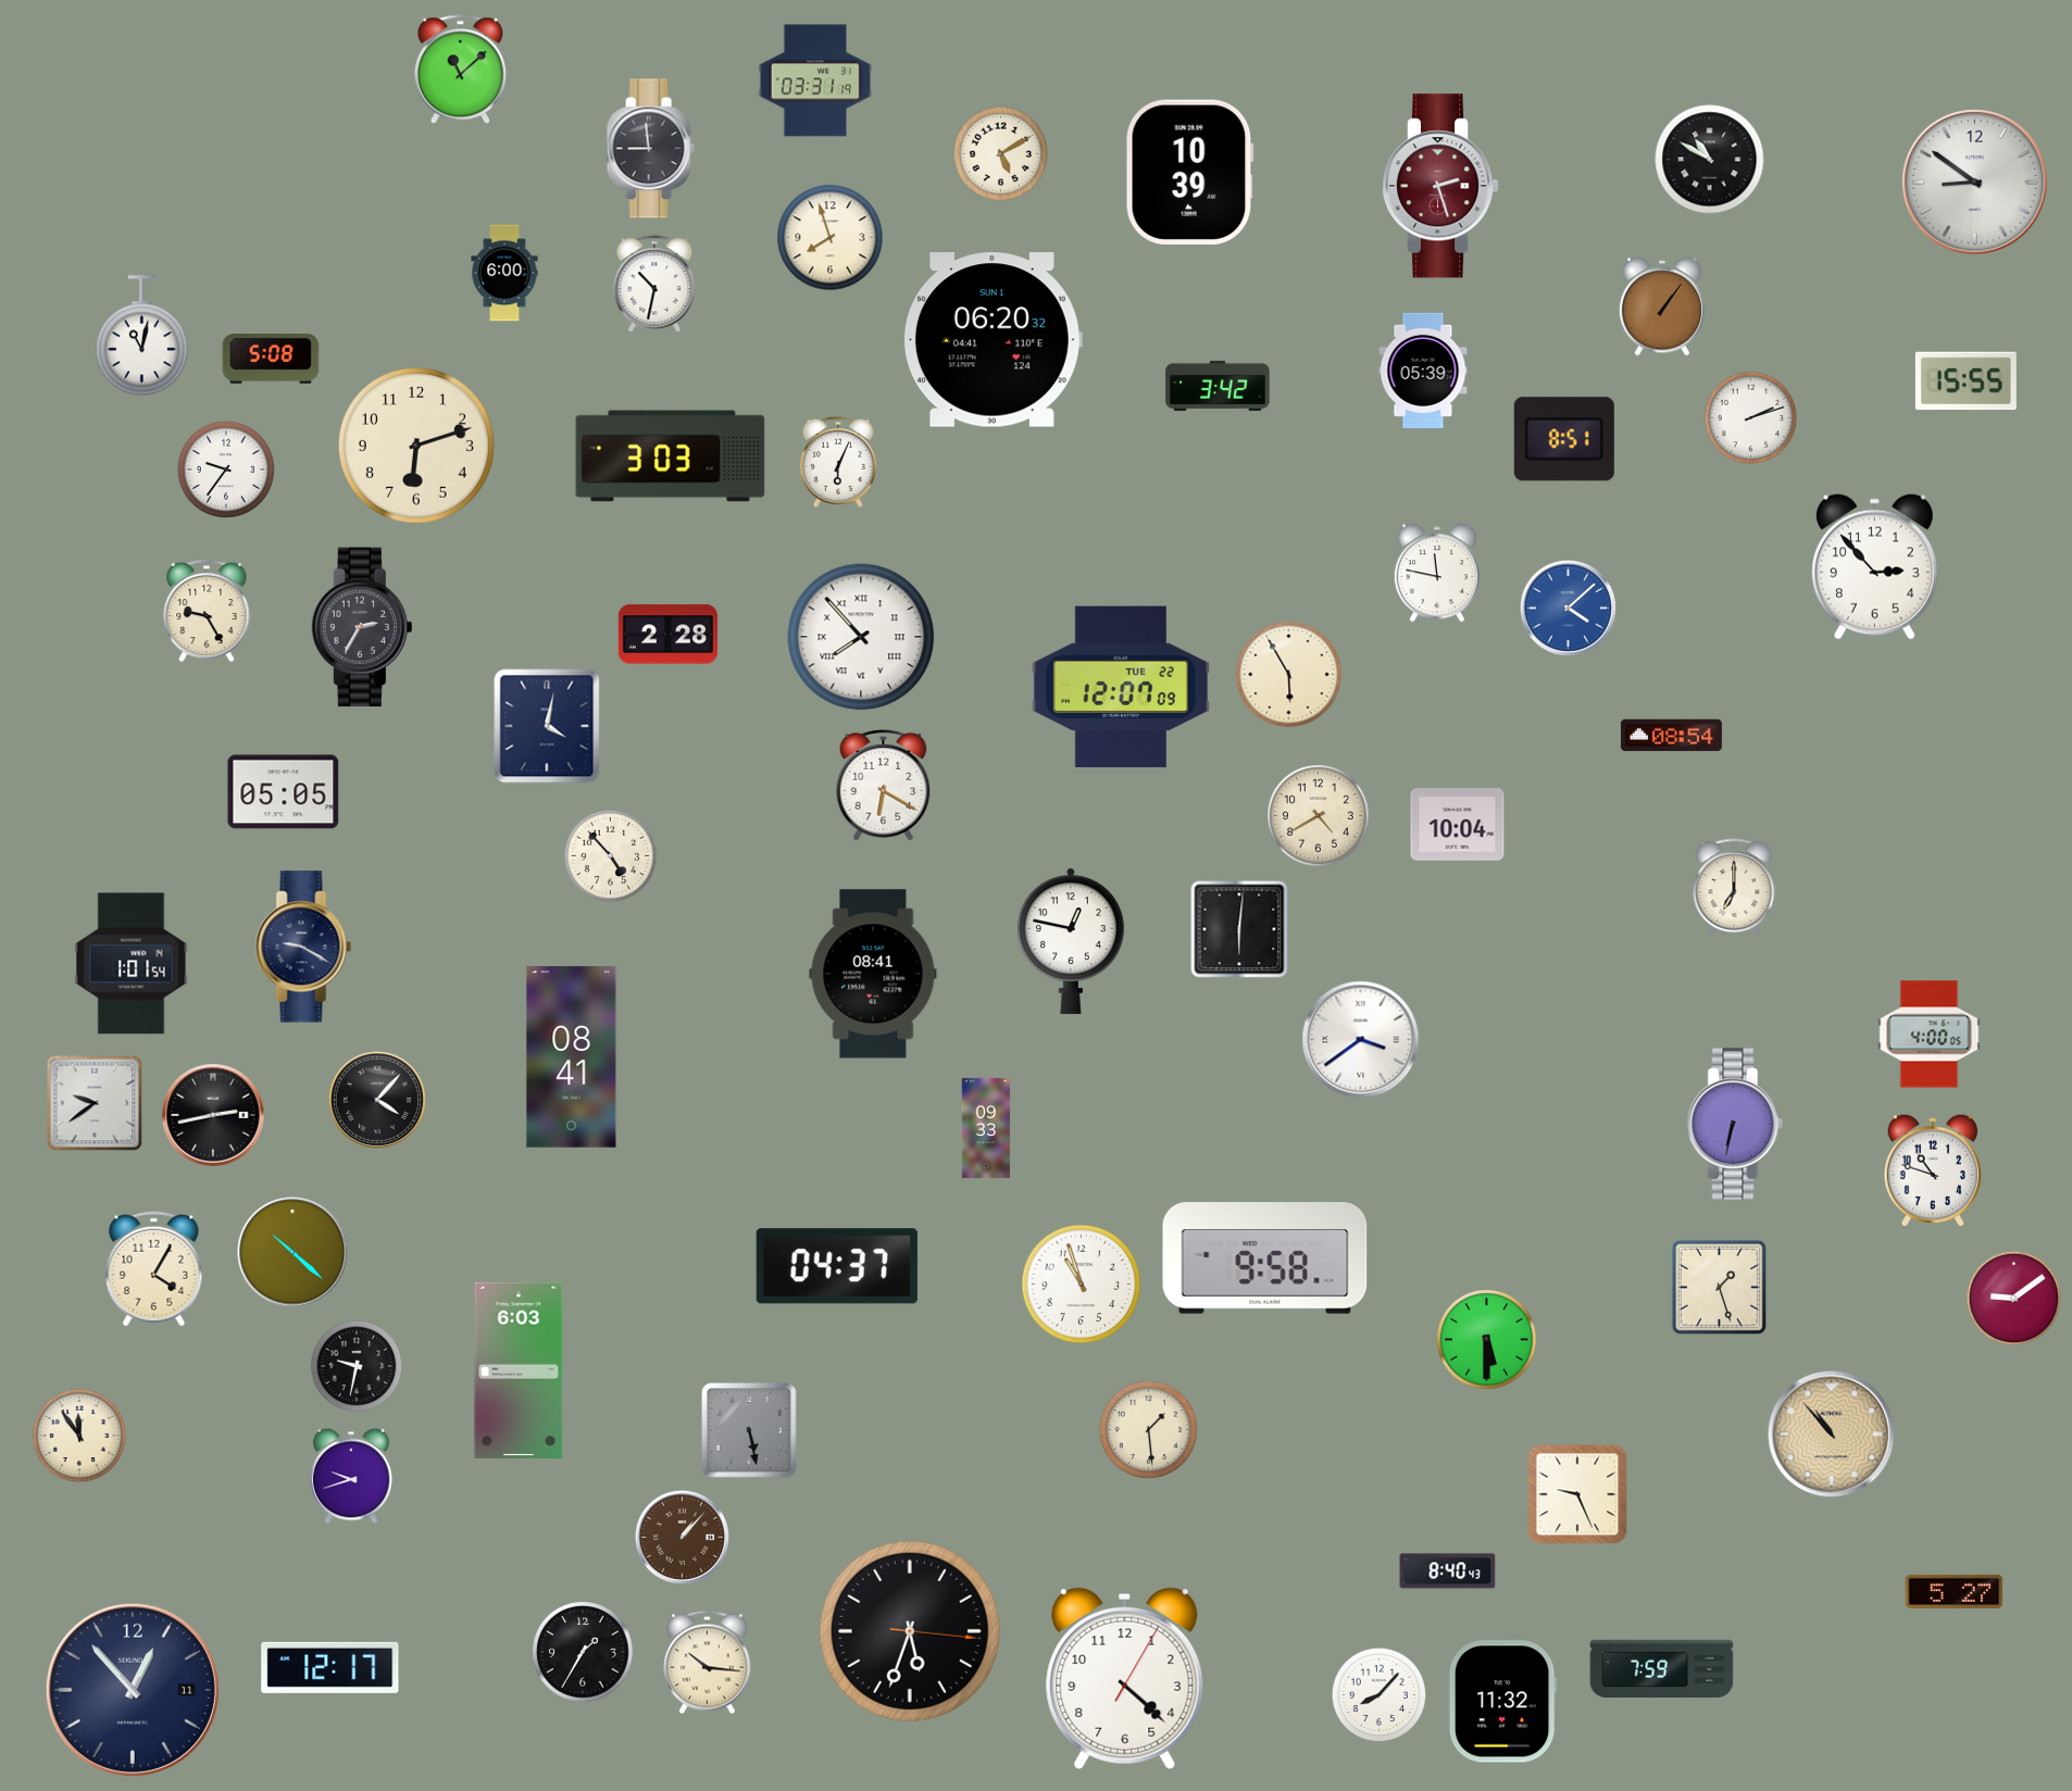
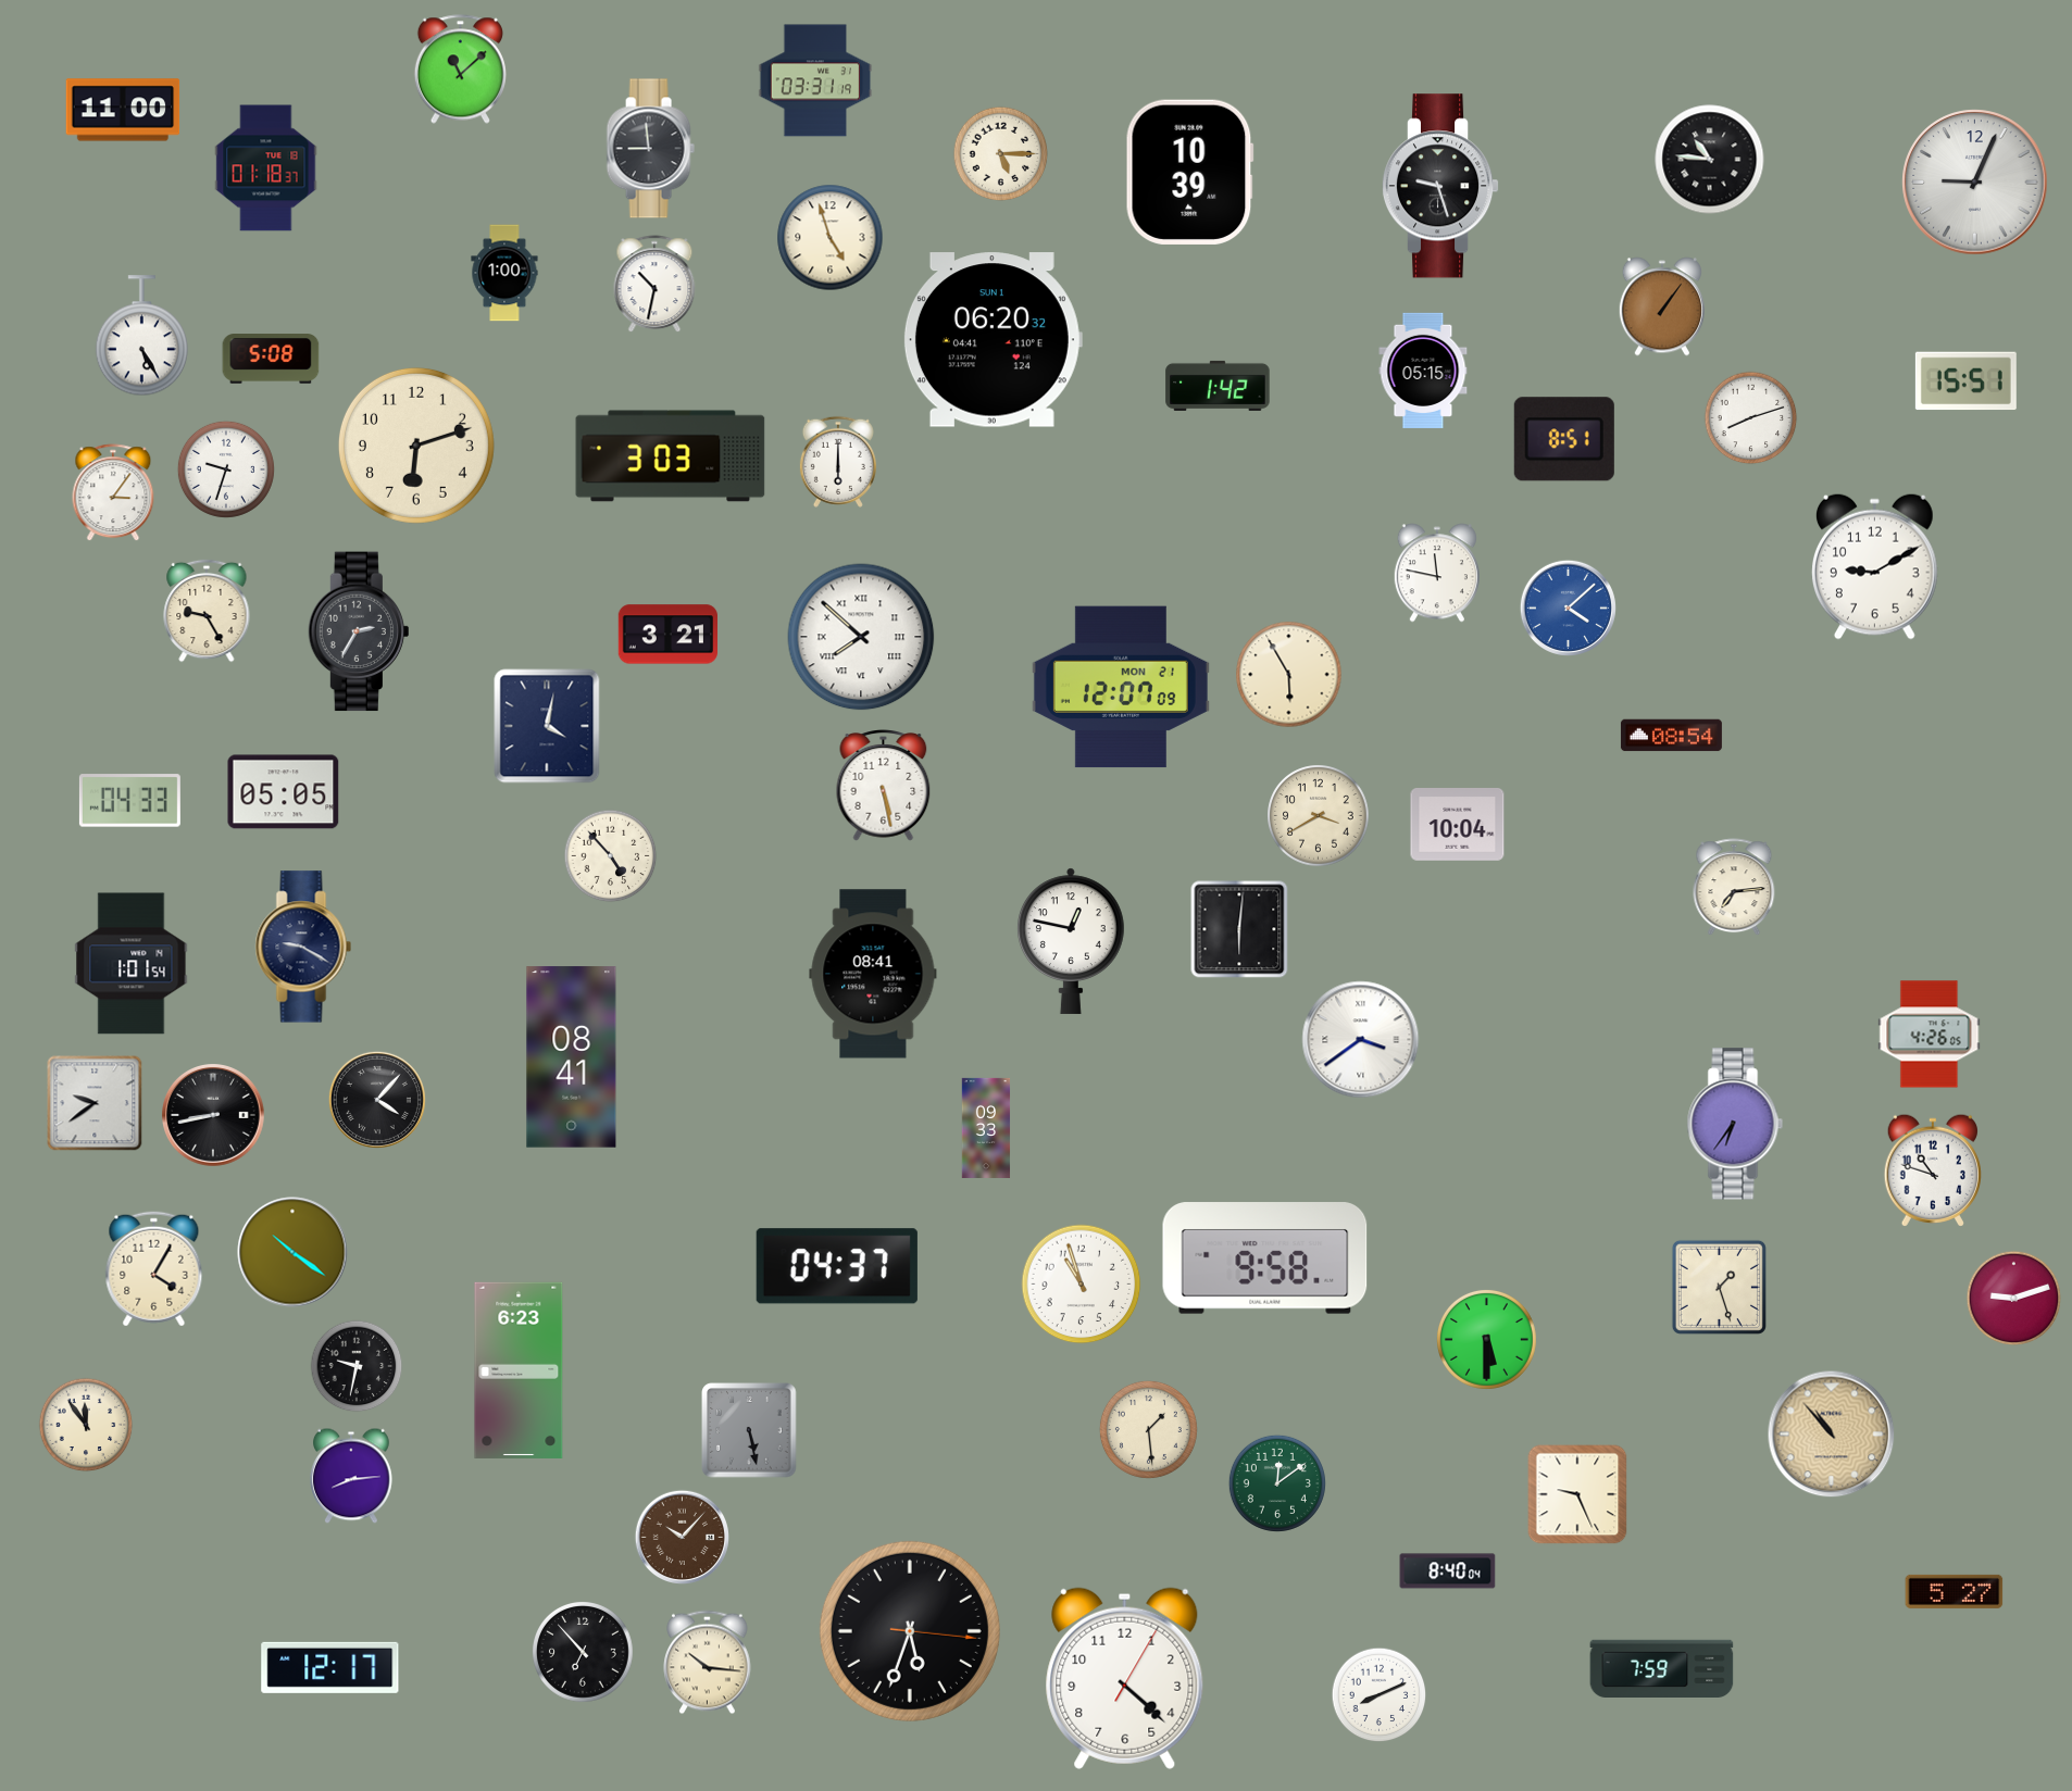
clock at (123, 110): none -> 11:00
clock at (1001, 154): 5:10 -> 5:15
clock at (1710, 160): 10:50 -> 10:46
clock at (266, 168): none -> 01:18
clock at (1975, 183): 8:51 -> 9:04
clock at (1440, 186): 2:27 -> 9:27
clock at (1440, 186) dial: burgundy -> black
clock at (831, 238): 7:57 -> 4:57
clock at (504, 273): 6:00 -> 1:00
clock at (142, 336): 11:02 -> 5:25
clock at (1423, 371): 05:39 -> 05:15
clock at (1965, 381): 15:55 -> 15:51
clock at (1218, 386): 3:42 -> 1:42
clock at (1751, 418): 2:12 -> 8:12
clock at (838, 462): 6:04 -> 6:00
clock at (226, 469): 9:36 -> 9:33
clock at (113, 493): none -> 3:06
clock at (1875, 566): 2:53 -> 9:10
clock at (361, 627) position: (361, 627) -> (358, 631)
clock at (667, 635): 2:28 -> 3:21
clock at (861, 637): 7:53 -> 7:52
clock at (1121, 687) date: TUE 22 -> MON 21
clock at (884, 786): 6:20 -> 5:28
clock at (129, 801): none -> 04:33
clock at (1319, 816): 4:40 -> 3:40
clock at (1734, 888): 7:00 -> 7:14
clock at (1930, 1035): 4:00 -> 4:26
clock at (214, 1116): 2:43 -> 8:43
clock at (1735, 1124): 6:32 -> 6:36
clock at (292, 1252): 10:22 -> 10:21
clock at (2014, 1299): 9:09 -> 9:12
clock at (519, 1370): 6:03 -> 6:23
clock at (79, 1436) position: (79, 1436) -> (86, 1425)
clock at (352, 1476): 9:42 -> 8:14
clock at (1277, 1483): none -> 12:09
clock at (682, 1537): 1:07 -> 10:07
clock at (1448, 1571): 8:40:43 -> 8:40:04
clock at (584, 1653): 1:35 -> 6:53
clock at (133, 1690): 12:53 -> none
clock at (1380, 1695): 8:07 -> 8:11
clock at (1502, 1702): 11:32 -> none
